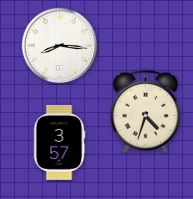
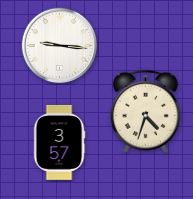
clock at (60, 46): 8:16 -> 9:16
